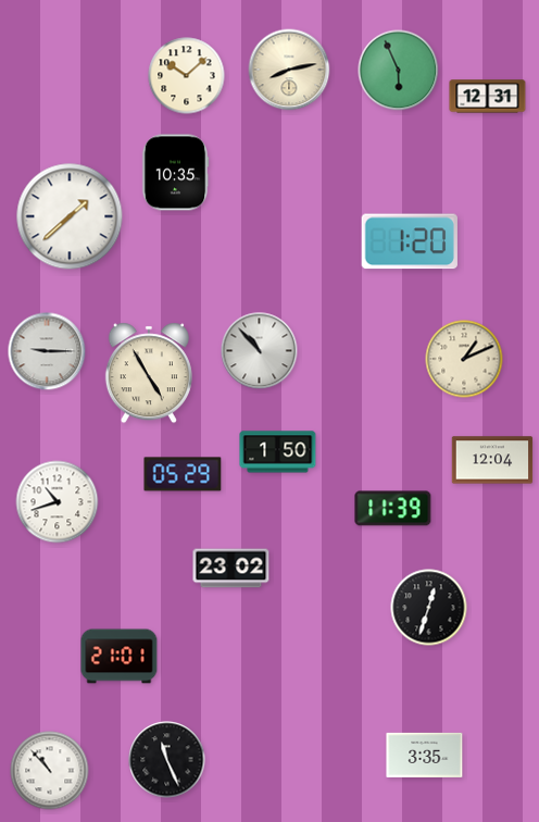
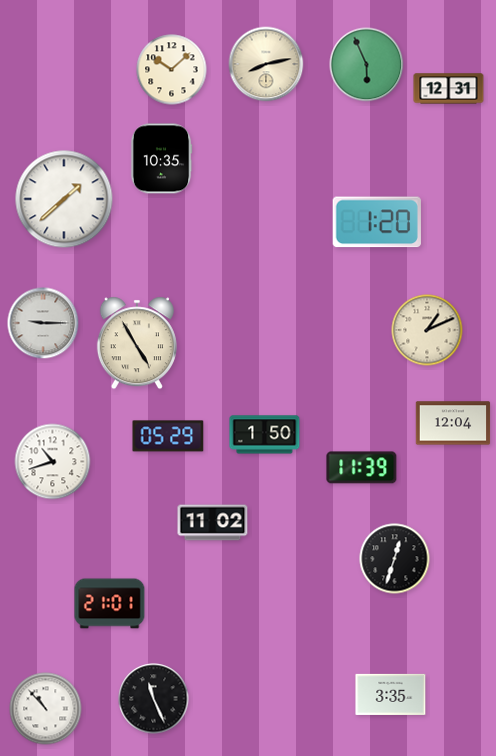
clock at (260, 351): 10:53 -> none
clock at (278, 452) position: (278, 452) -> (265, 435)
clock at (231, 569): 23:02 -> 11:02
